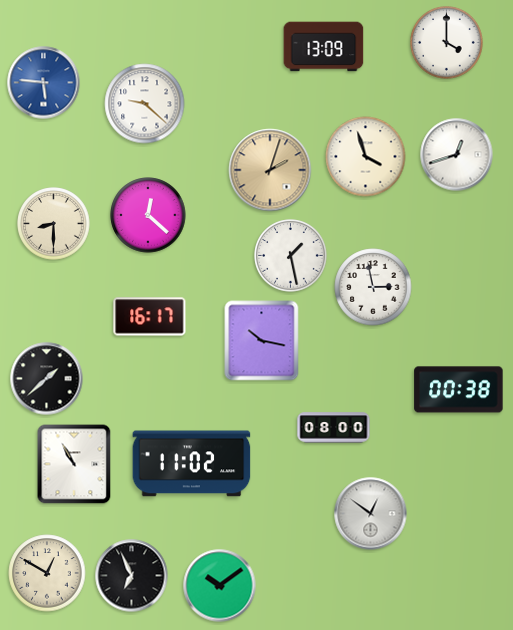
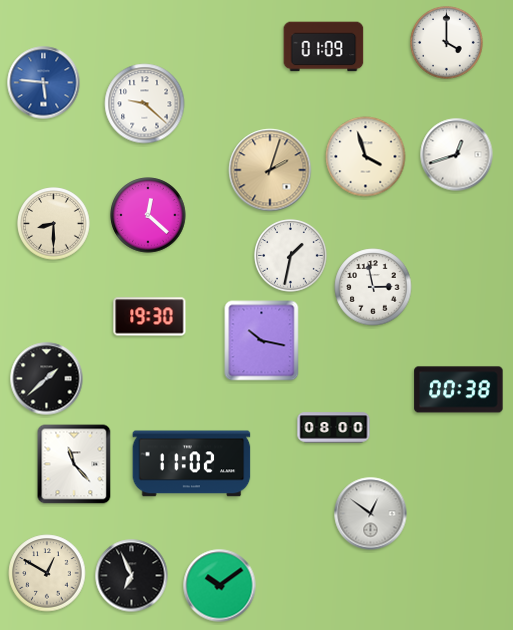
clock at (324, 47): 13:09 -> 01:09
clock at (291, 256): 1:28 -> 1:32
clock at (150, 317): 16:17 -> 19:30
clock at (74, 464): 10:55 -> 11:23
